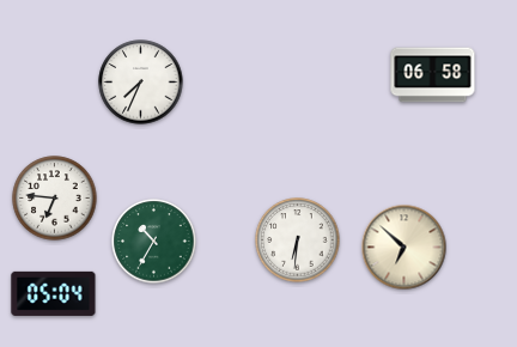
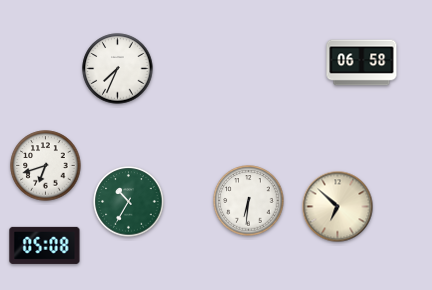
clock at (55, 199): 6:46 -> 6:42
clock at (54, 293): 05:04 -> 05:08
